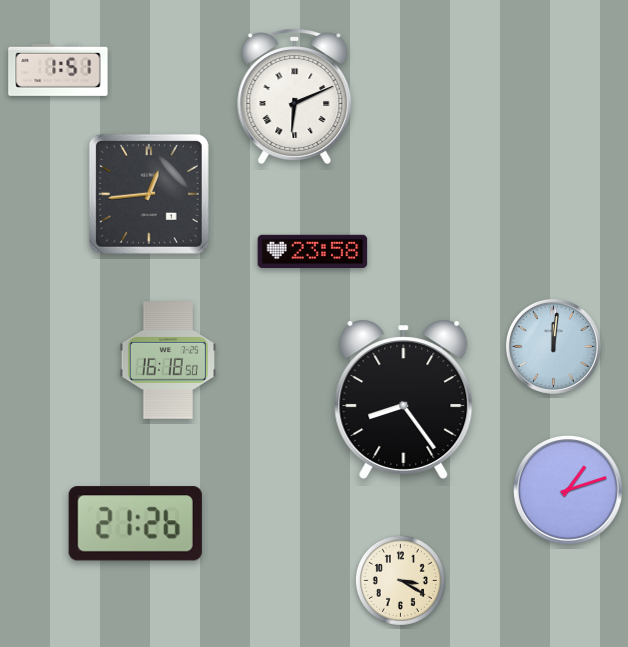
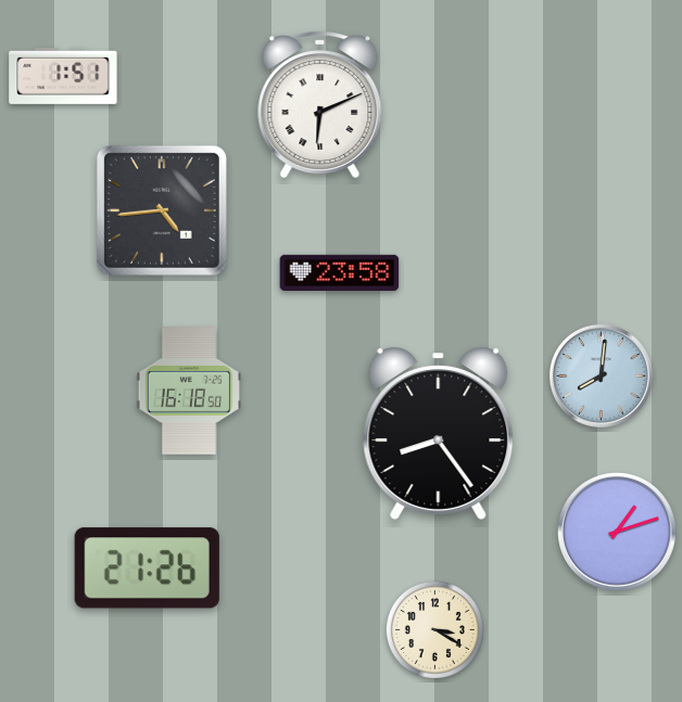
clock at (149, 194): 12:44 -> 4:44
clock at (553, 346): 12:01 -> 8:01
clock at (167, 360) position: (167, 360) -> (188, 391)
